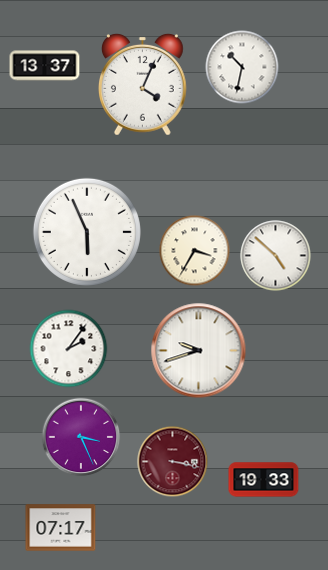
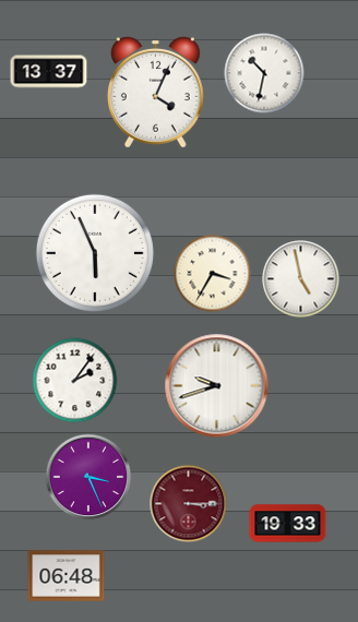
clock at (276, 256): 4:52 -> 4:58
clock at (199, 351) position: (199, 351) -> (217, 386)
clock at (173, 462): 3:17 -> 3:15
clock at (61, 528): 07:17 -> 06:48
